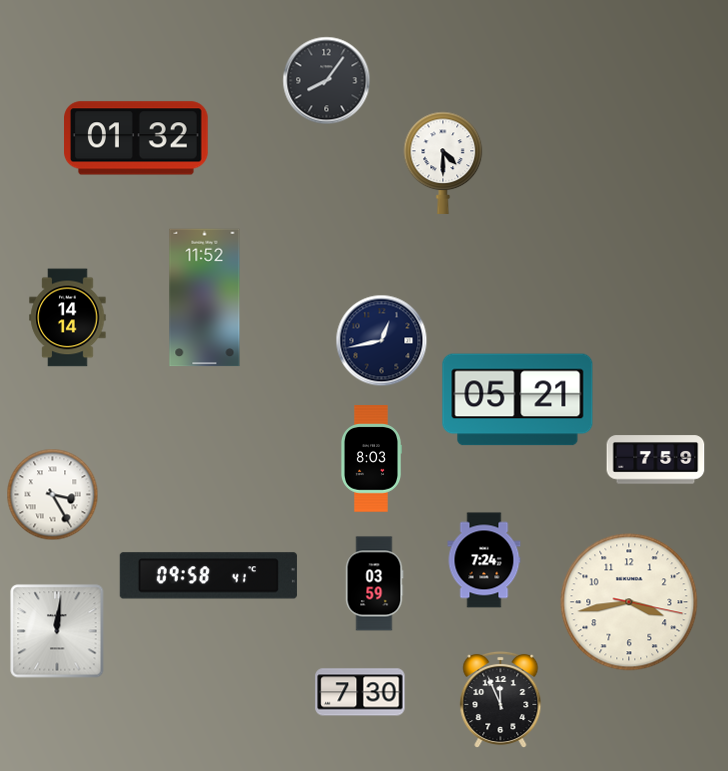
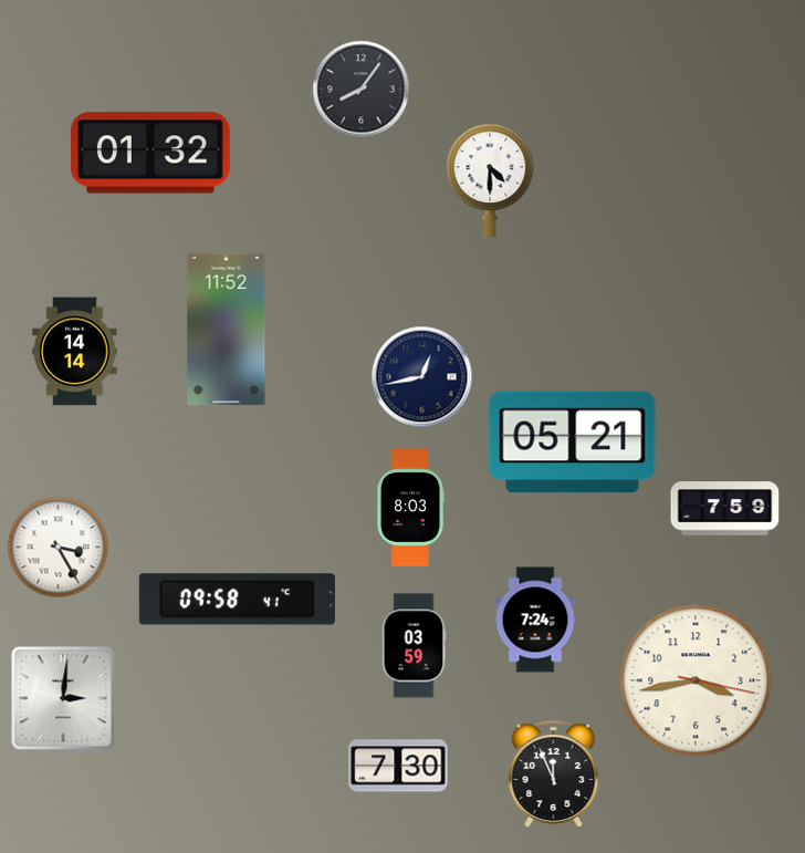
clock at (208, 576) position: (208, 576) -> (237, 600)
clock at (629, 602) position: (629, 602) -> (696, 680)
clock at (57, 631): 12:01 -> 3:01
